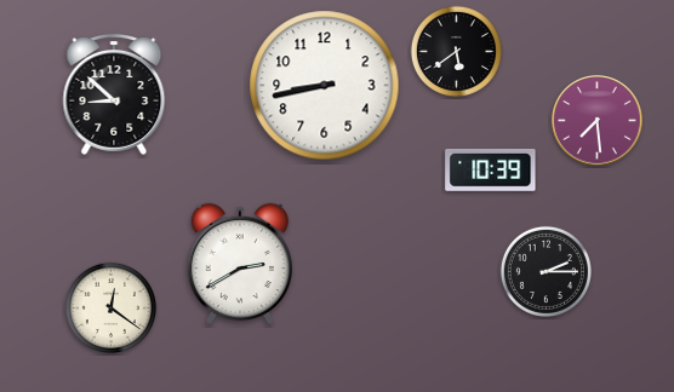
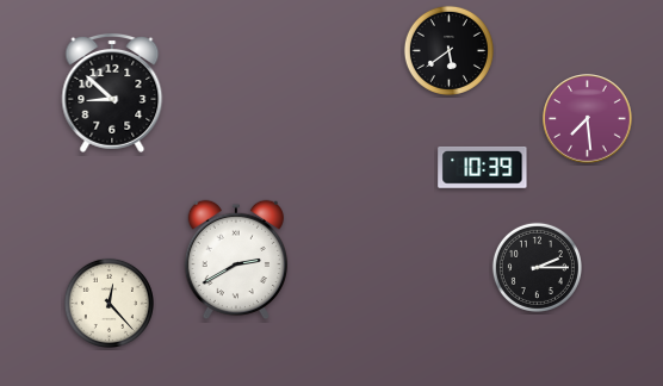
clock at (325, 86): 8:43 -> none
clock at (110, 307): 12:21 -> 12:23
